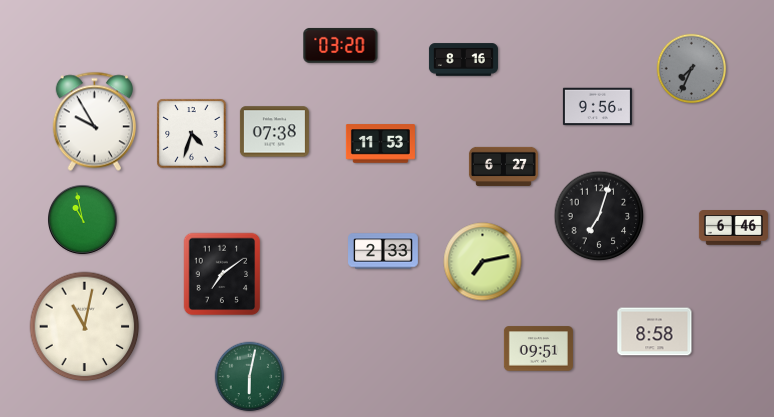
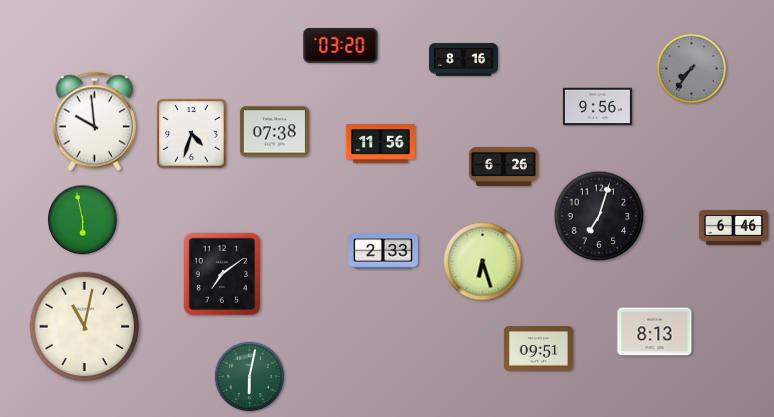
clock at (692, 69): 7:34 -> 7:36
clock at (94, 122): 9:55 -> 9:59
clock at (380, 144): 11:53 -> 11:56
clock at (503, 166): 6:27 -> 6:26
clock at (83, 220): 10:58 -> 5:58
clock at (483, 262): 7:13 -> 6:27
clock at (655, 332): 8:58 -> 8:13
